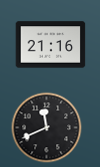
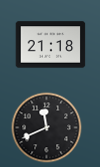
clock at (51, 45): 21:16 -> 21:18
